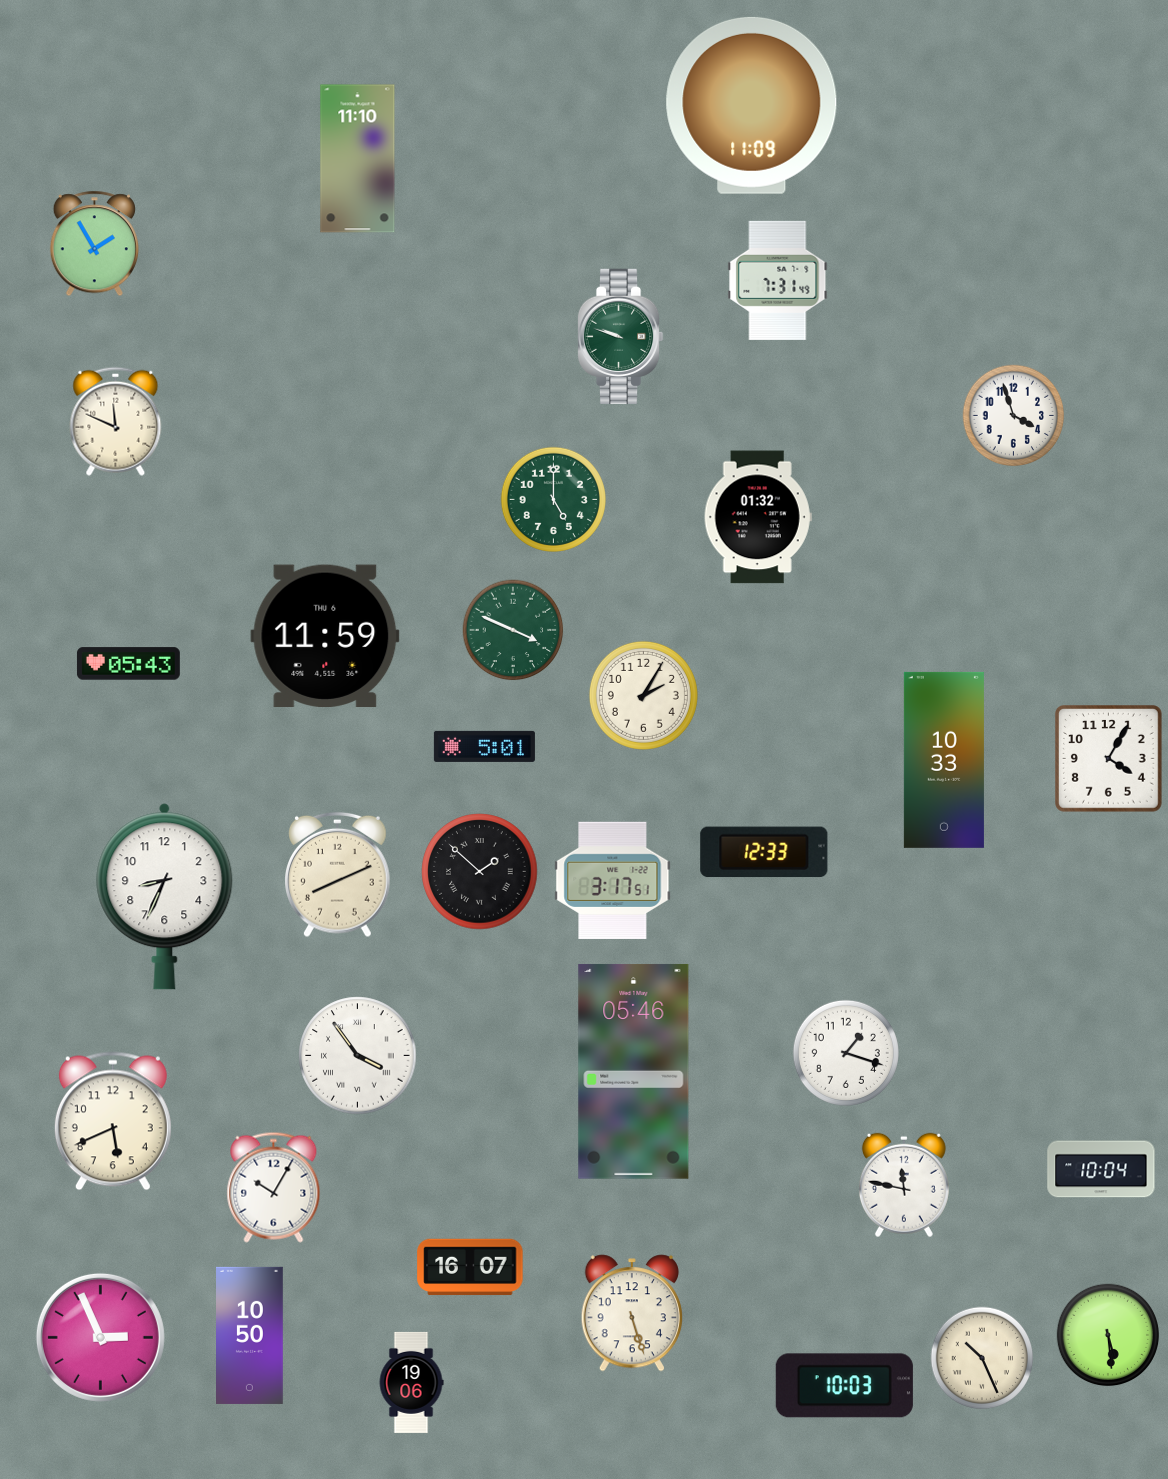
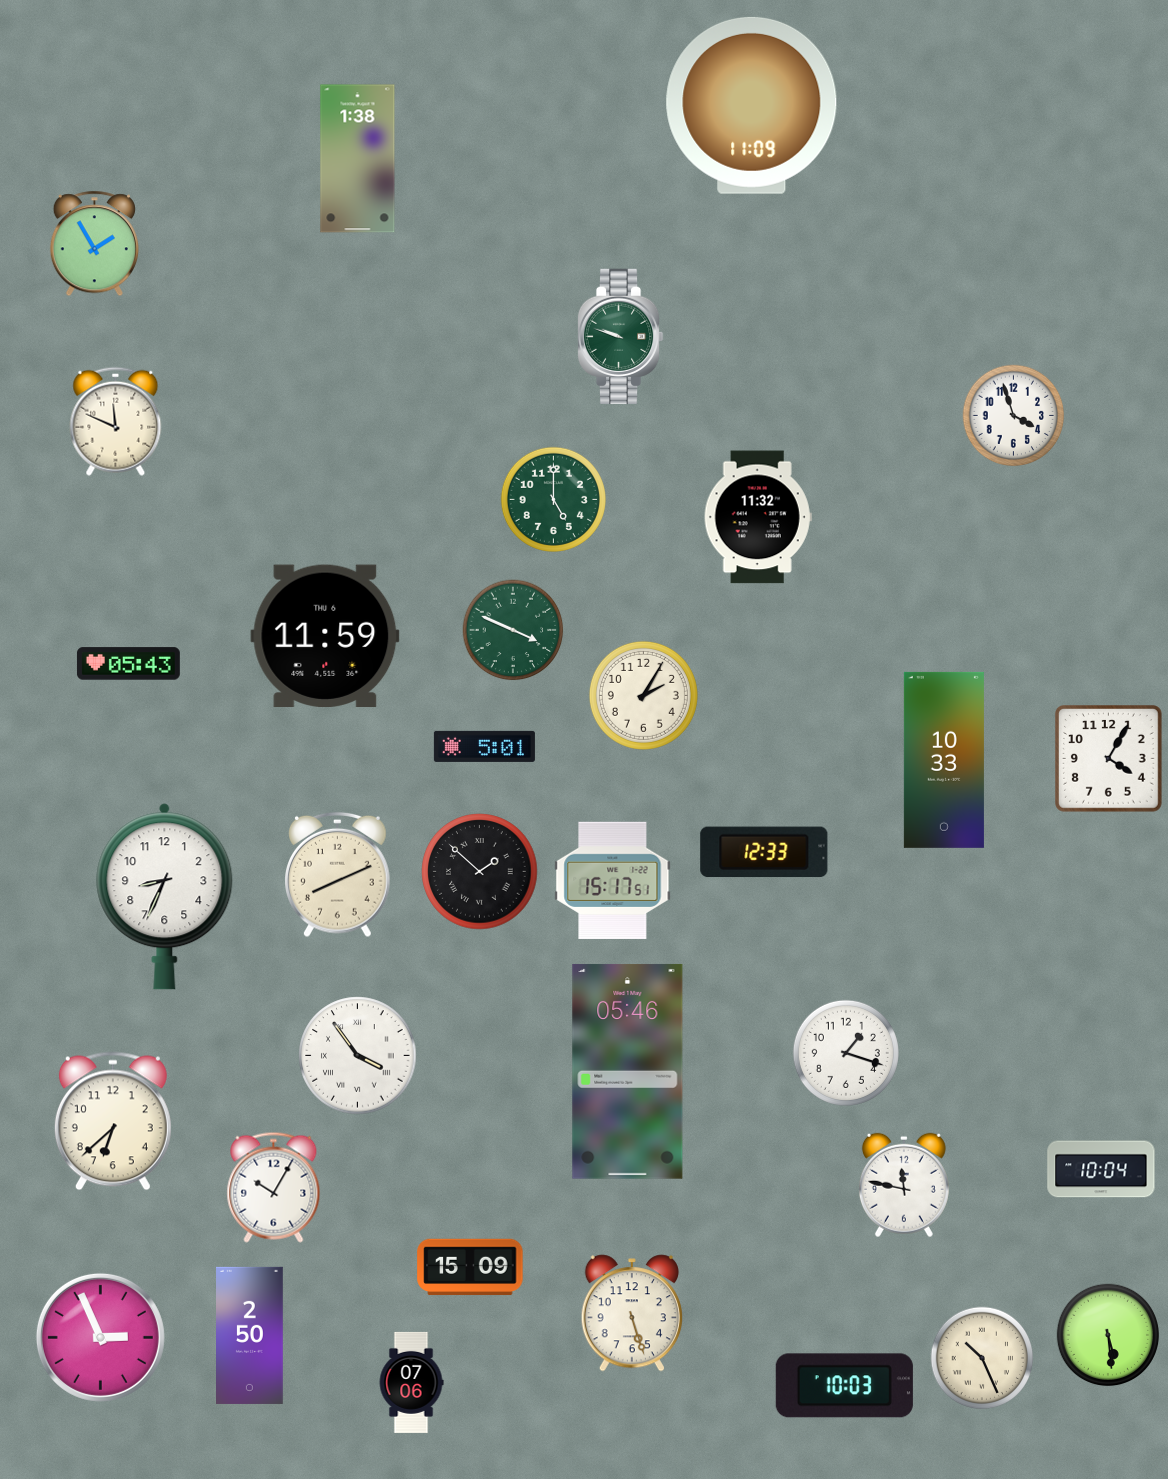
clock at (358, 159): 11:10 -> 1:38
clock at (778, 280): 7:31 -> none
clock at (758, 517): 01:32 -> 11:32
clock at (613, 880): 3:17 -> 15:17
clock at (634, 1071) position: (634, 1071) -> (628, 1071)
clock at (113, 1121): 5:41 -> 6:38
clock at (470, 1267): 16:07 -> 15:09
clock at (250, 1335): 10:50 -> 2:50
clock at (411, 1382): 19:06 -> 07:06
